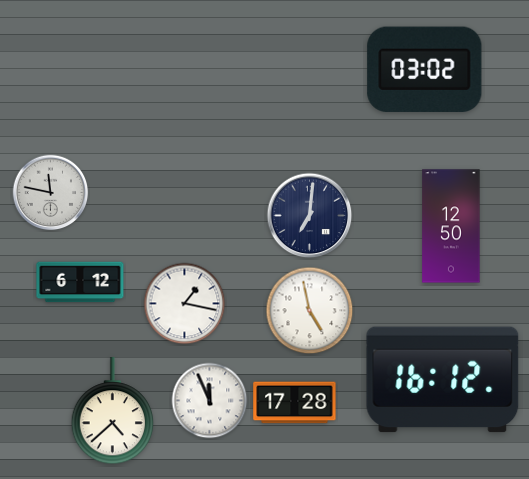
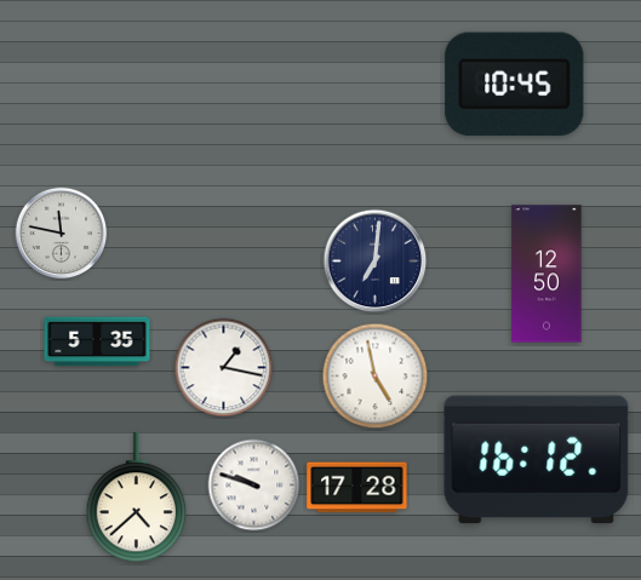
clock at (425, 69): 03:02 -> 10:45
clock at (80, 282): 6:12 -> 5:35
clock at (210, 401): 11:56 -> 9:48
